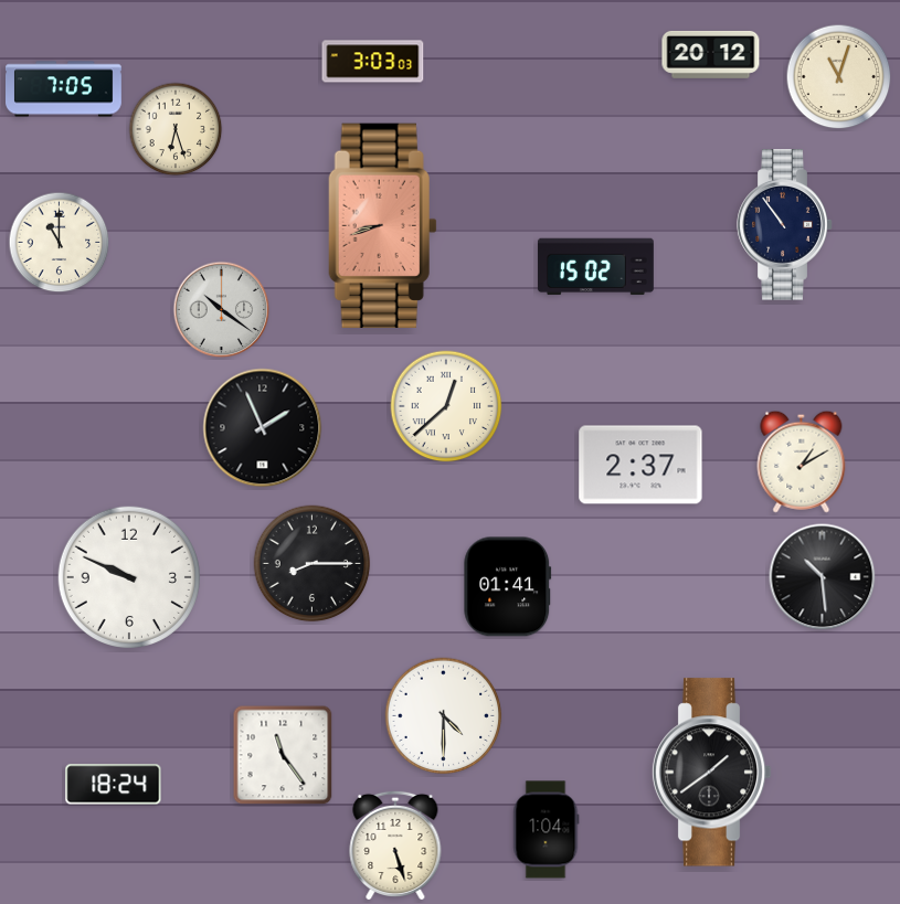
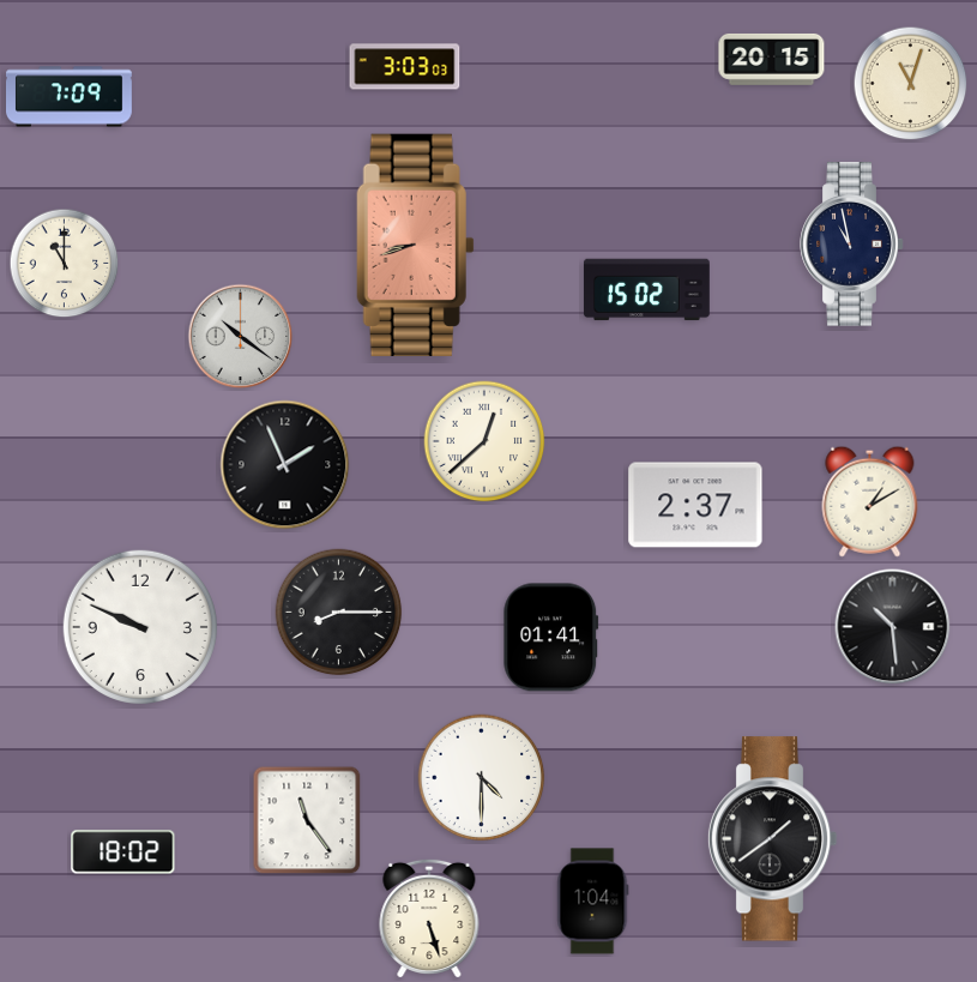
clock at (711, 54): 20:12 -> 20:15
clock at (64, 89): 7:05 -> 7:09
clock at (176, 129): 6:27 -> none
clock at (785, 225): 10:54 -> 10:58
clock at (114, 785): 18:24 -> 18:02
